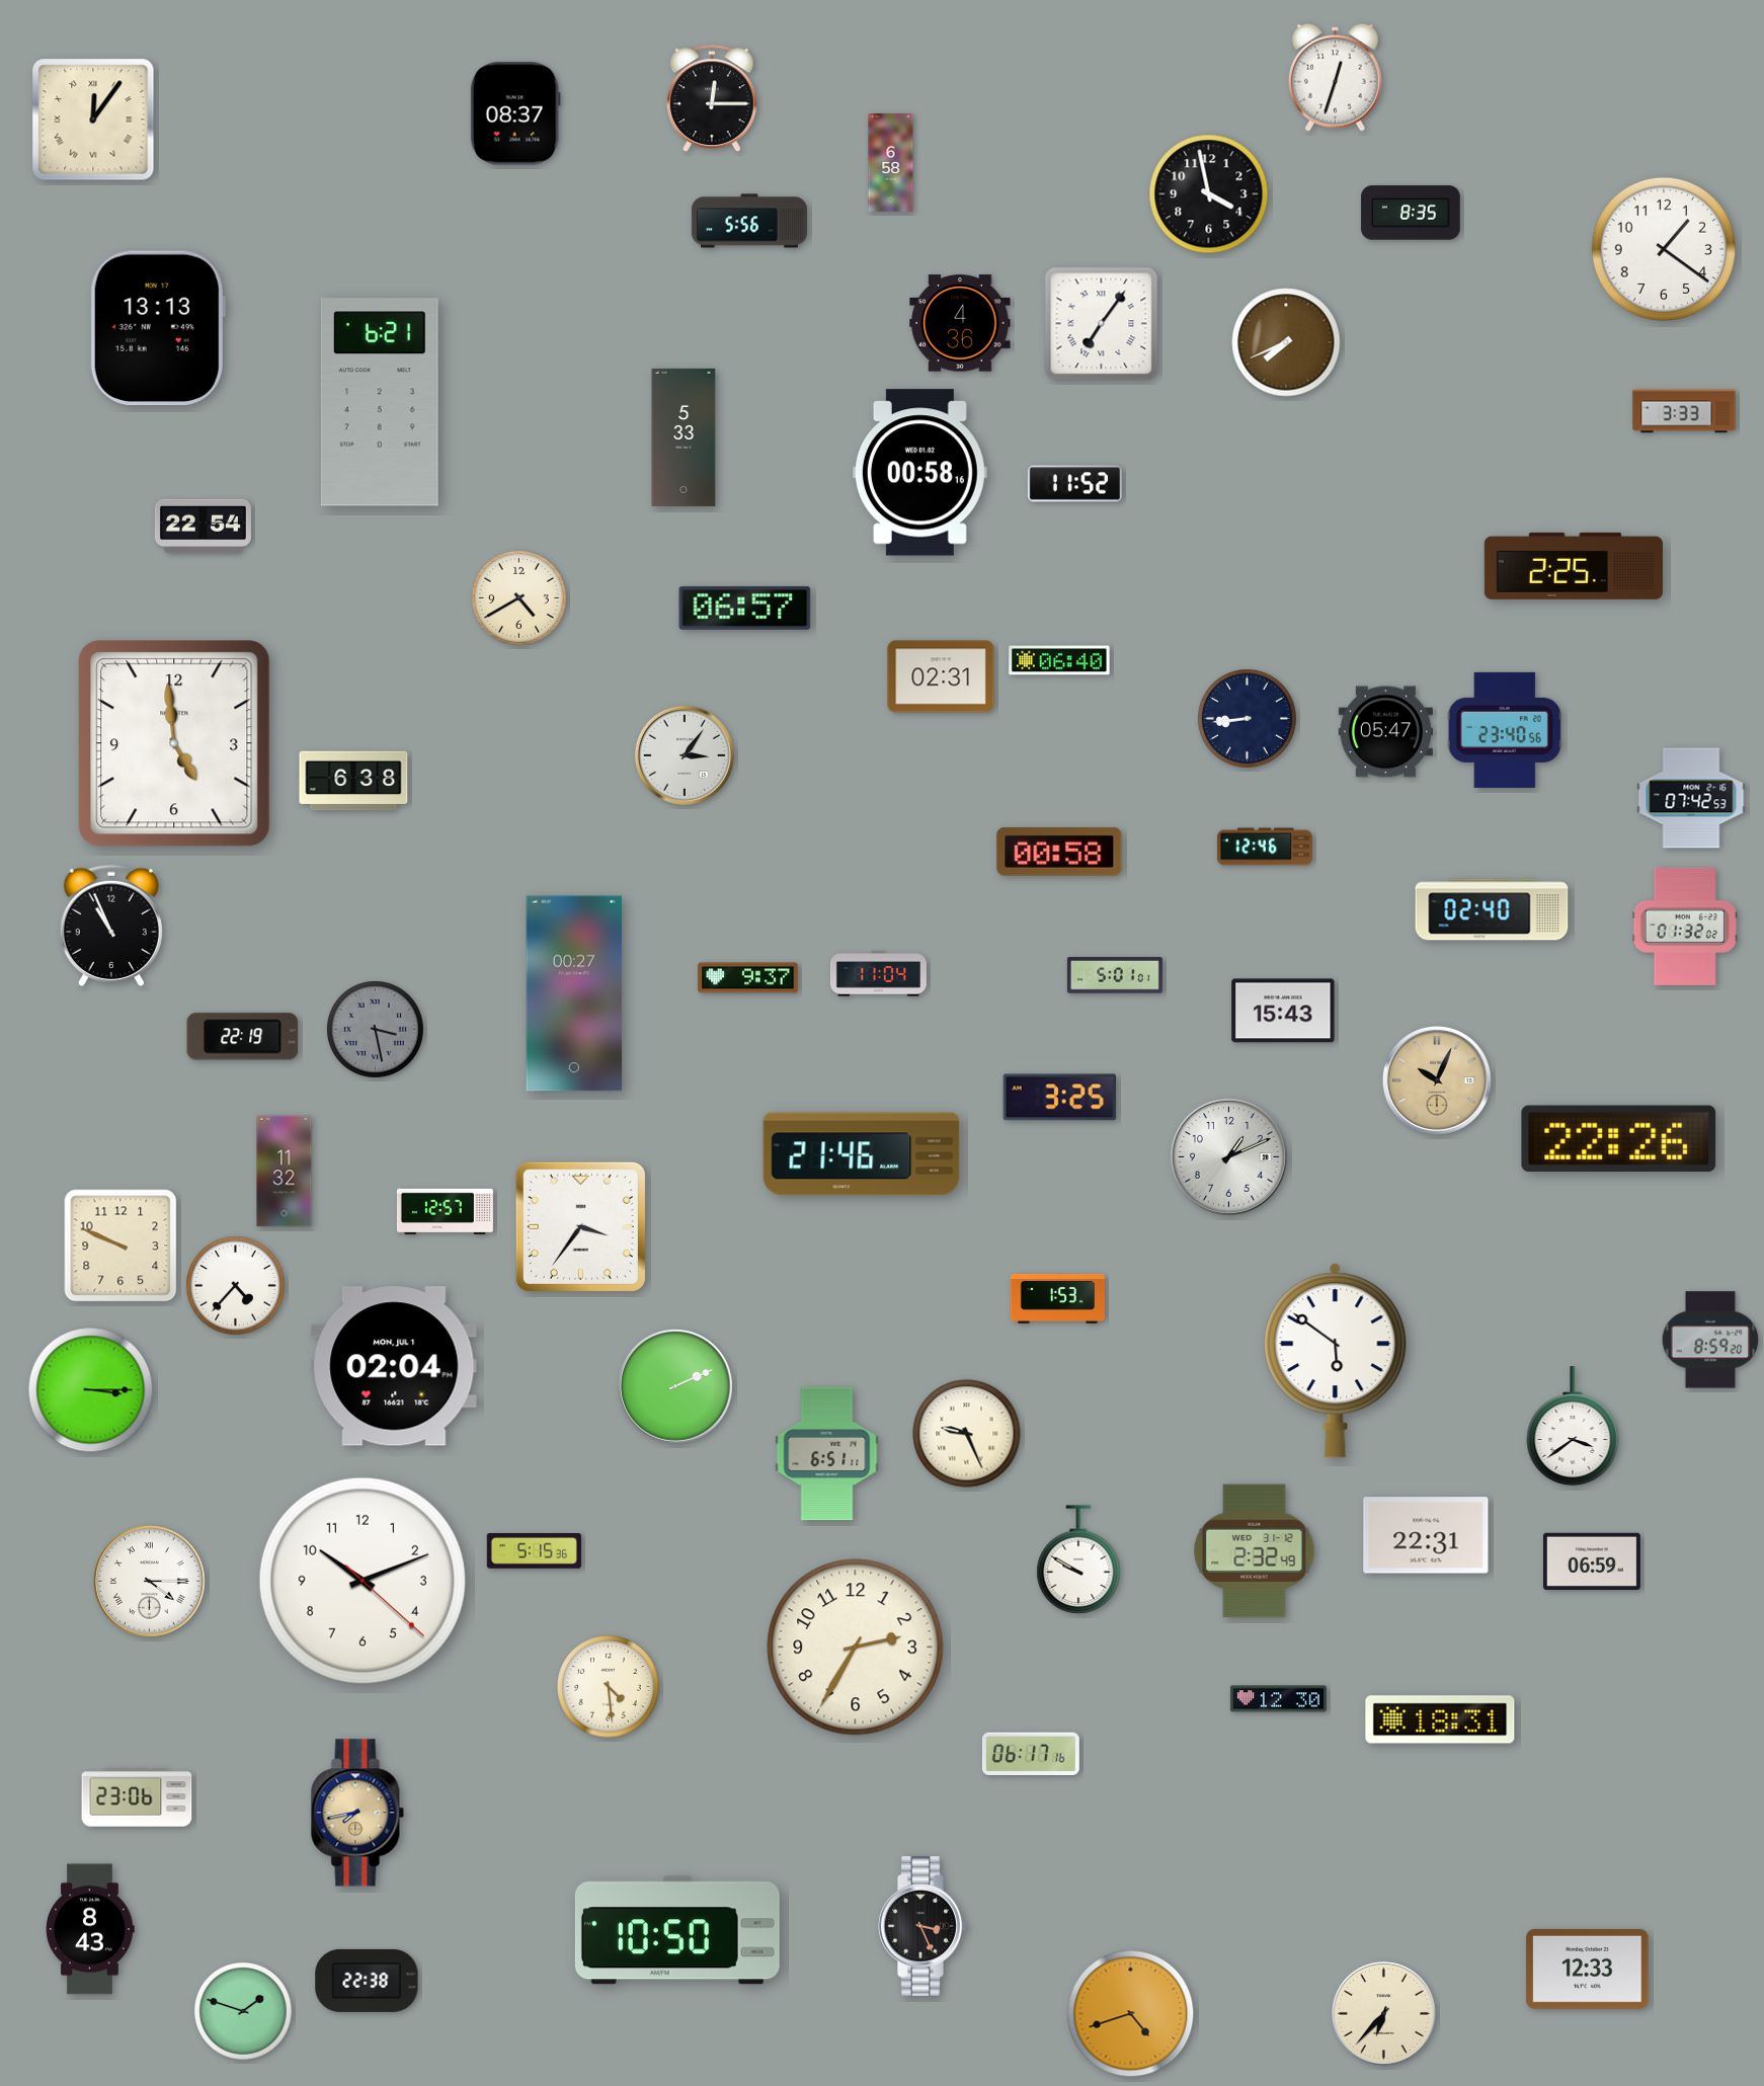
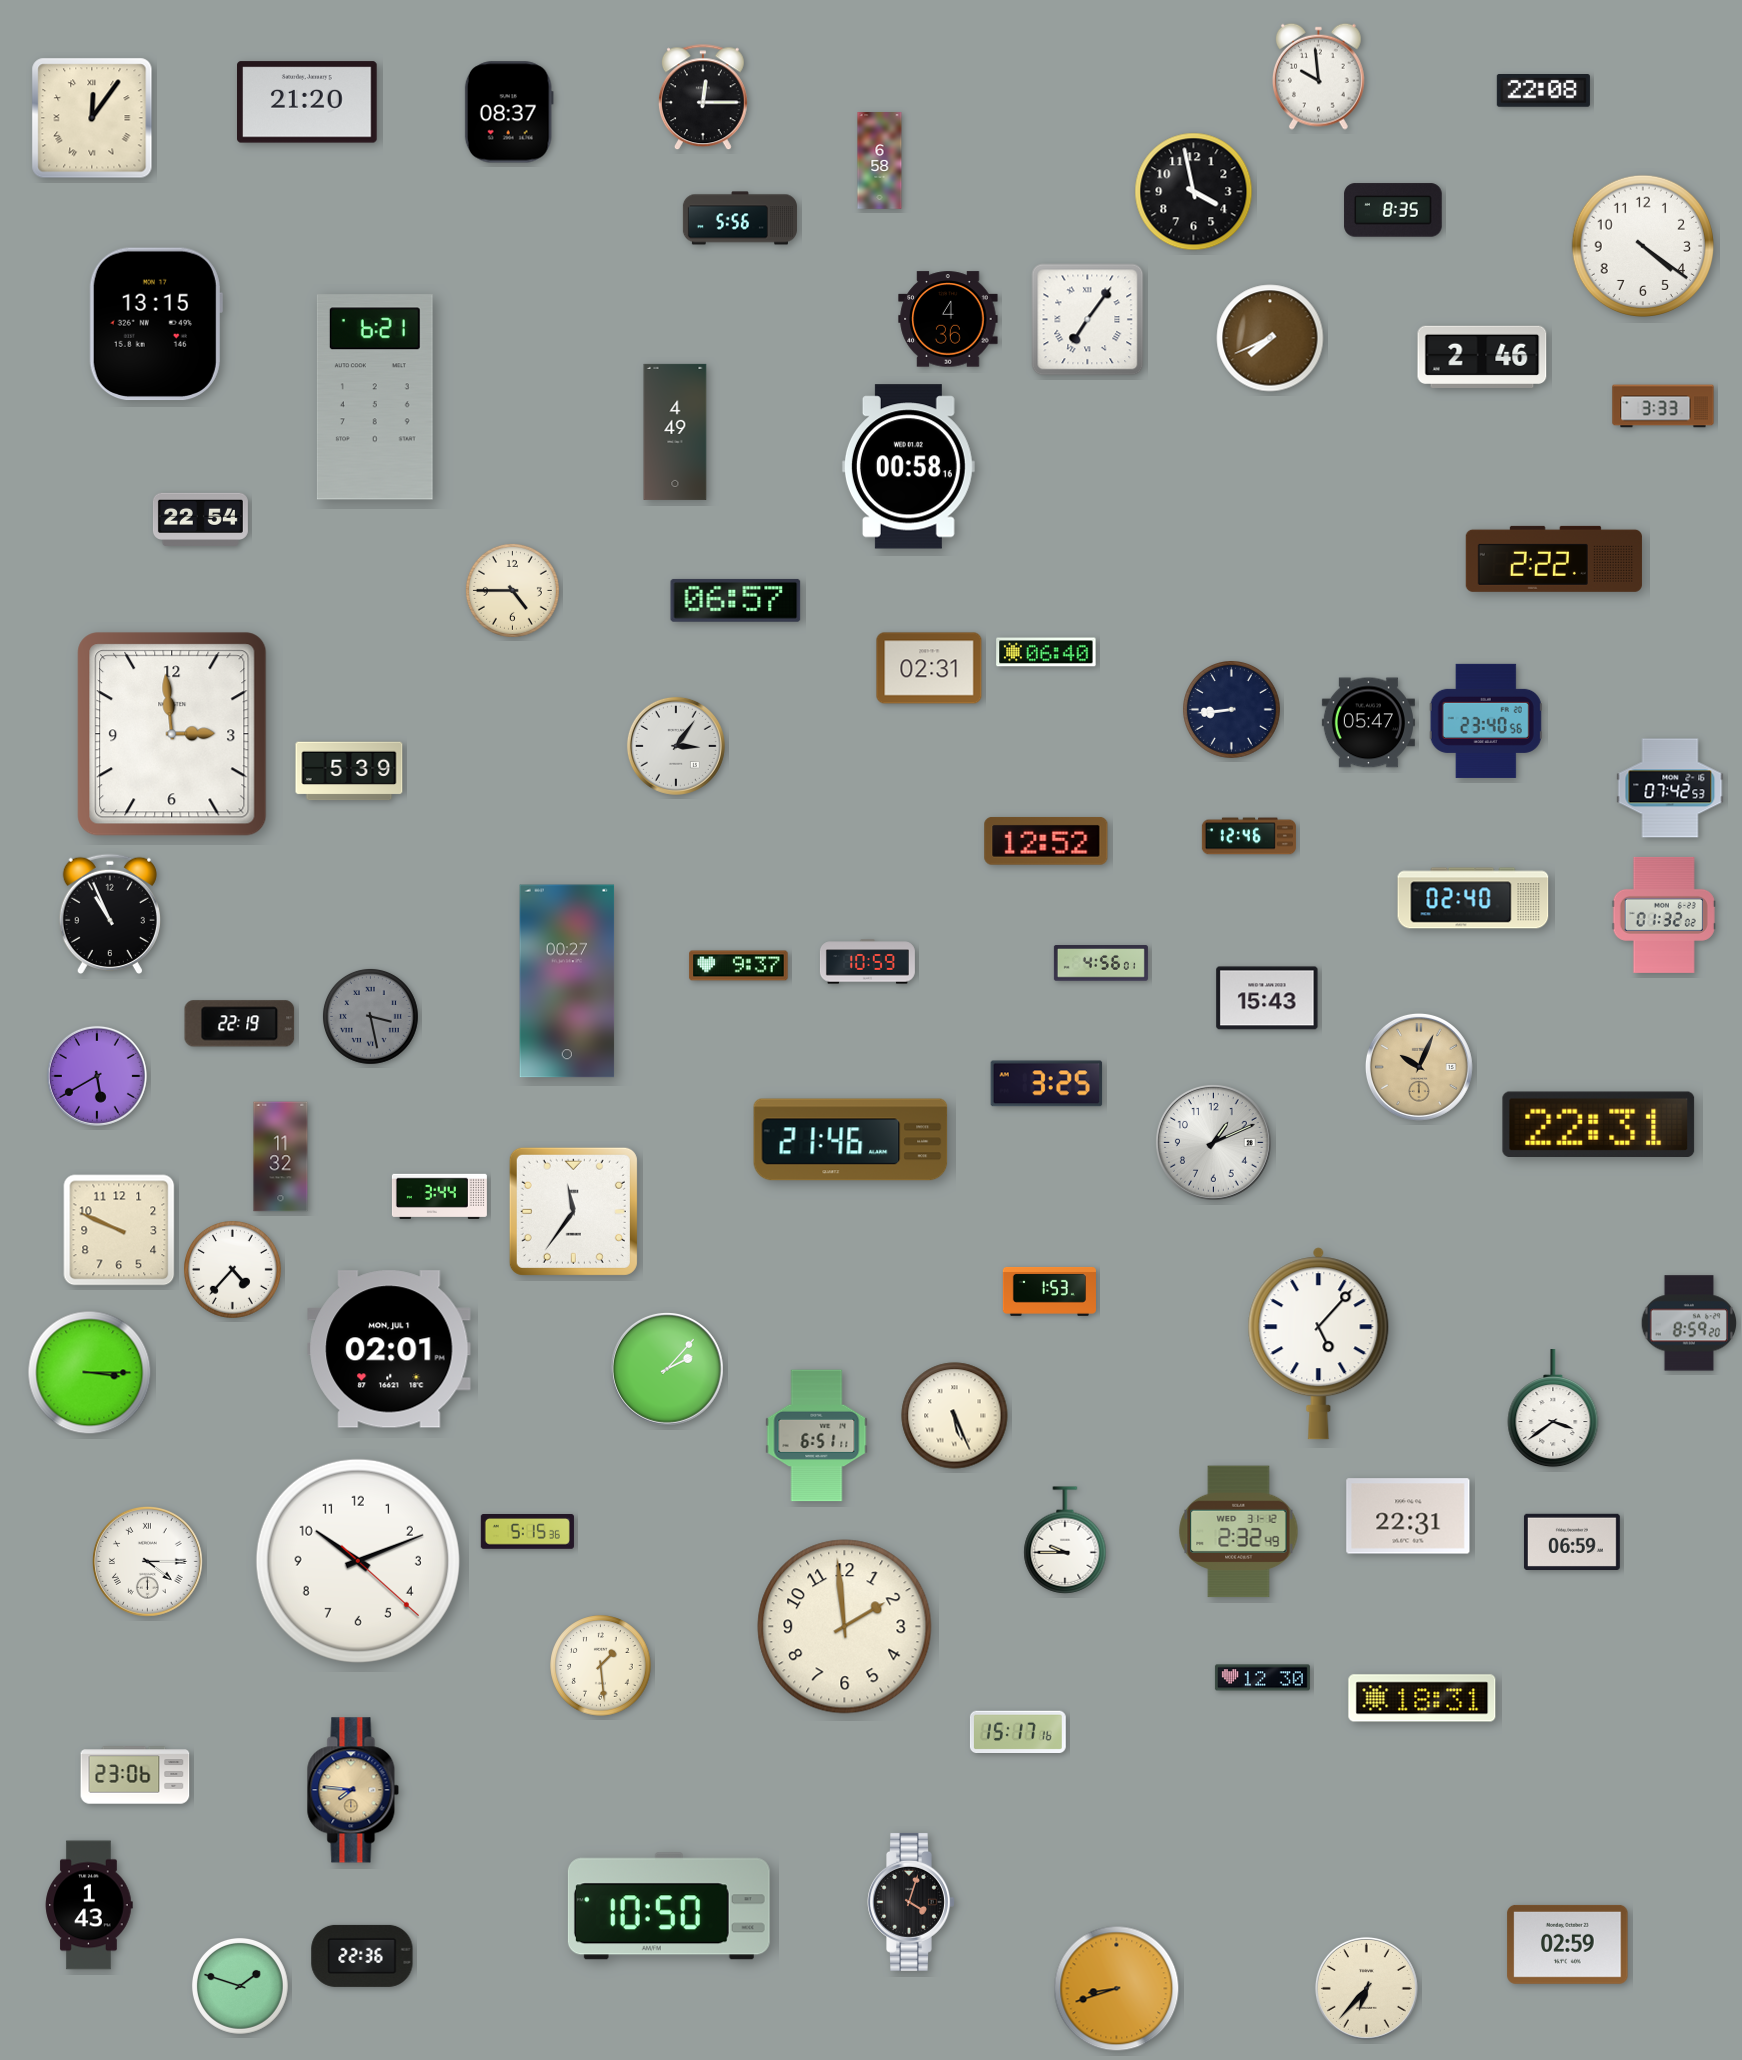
clock at (1335, 77): 12:33 -> 9:59
clock at (1543, 91): none -> 22:08
clock at (308, 102): none -> 21:20
clock at (1663, 248): 1:21 -> 4:21
clock at (158, 328): 13:13 -> 13:15
clock at (1482, 356): none -> 2:46
clock at (684, 437): 5:33 -> 4:49
clock at (1074, 484): 11:52 -> none
clock at (1574, 566): 2:25 -> 2:22
clock at (518, 597): 4:40 -> 4:45
clock at (174, 743): 4:59 -> 2:59
clock at (353, 781): 6:38 -> 5:39
clock at (1059, 852): 00:58 -> 12:52
clock at (878, 974): 11:04 -> 10:59
clock at (1115, 975): 5:01 -> 4:56
clock at (97, 1076): none -> 5:40
clock at (1619, 1139): 22:26 -> 22:31
clock at (445, 1211): 12:57 -> 3:44
clock at (580, 1226): 3:36 -> 11:36
clock at (1057, 1299) position: (1057, 1299) -> (1049, 1292)
clock at (1336, 1361): 5:51 -> 5:07
clock at (394, 1366): 02:04 -> 02:01
clock at (675, 1386): 2:11 -> 2:07
clock at (967, 1434): 9:26 -> 5:26
clock at (1078, 1559): 9:50 -> 9:45
clock at (856, 1648): 2:35 -> 1:59
clock at (609, 1687): 4:29 -> 1:29
clock at (1031, 1753): 06:17 -> 15:17
clock at (357, 1813): 7:43 -> 7:46
clock at (923, 1926): 3:26 -> 4:03
clock at (90, 1929): 8:43 -> 1:43
clock at (1588, 1969): 12:33 -> 02:59
clock at (367, 1981): 22:38 -> 22:36
clock at (1131, 2014): 4:42 -> 8:42
